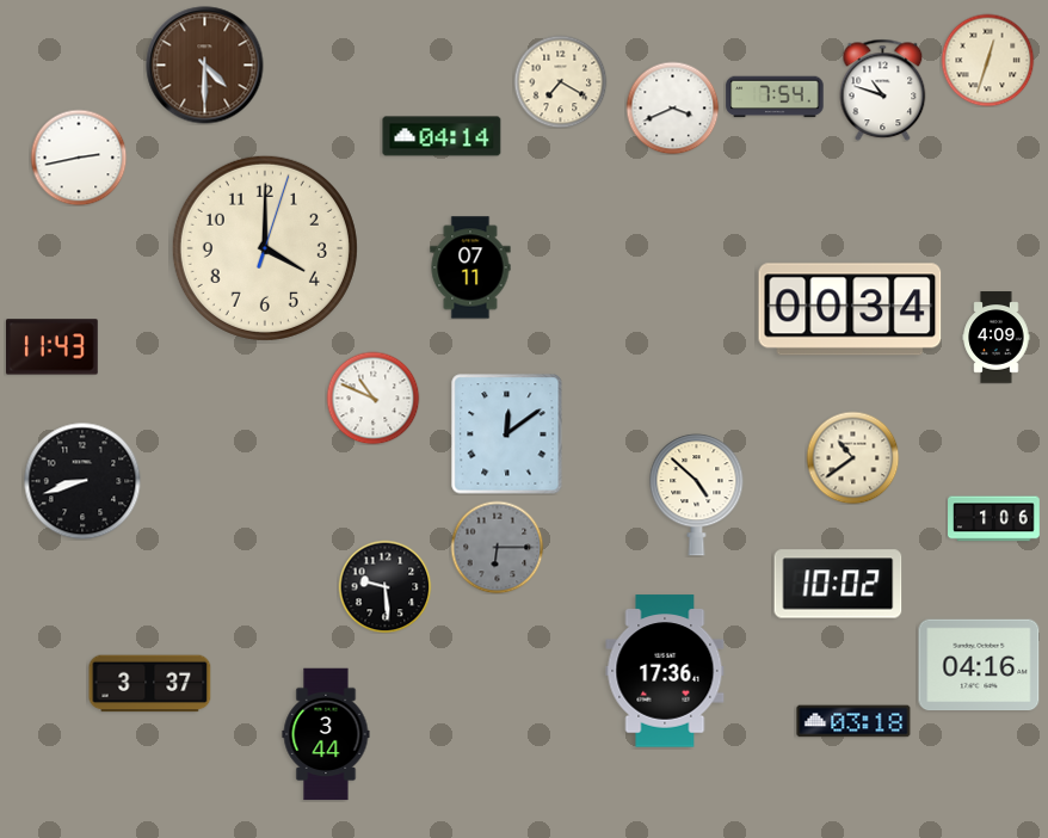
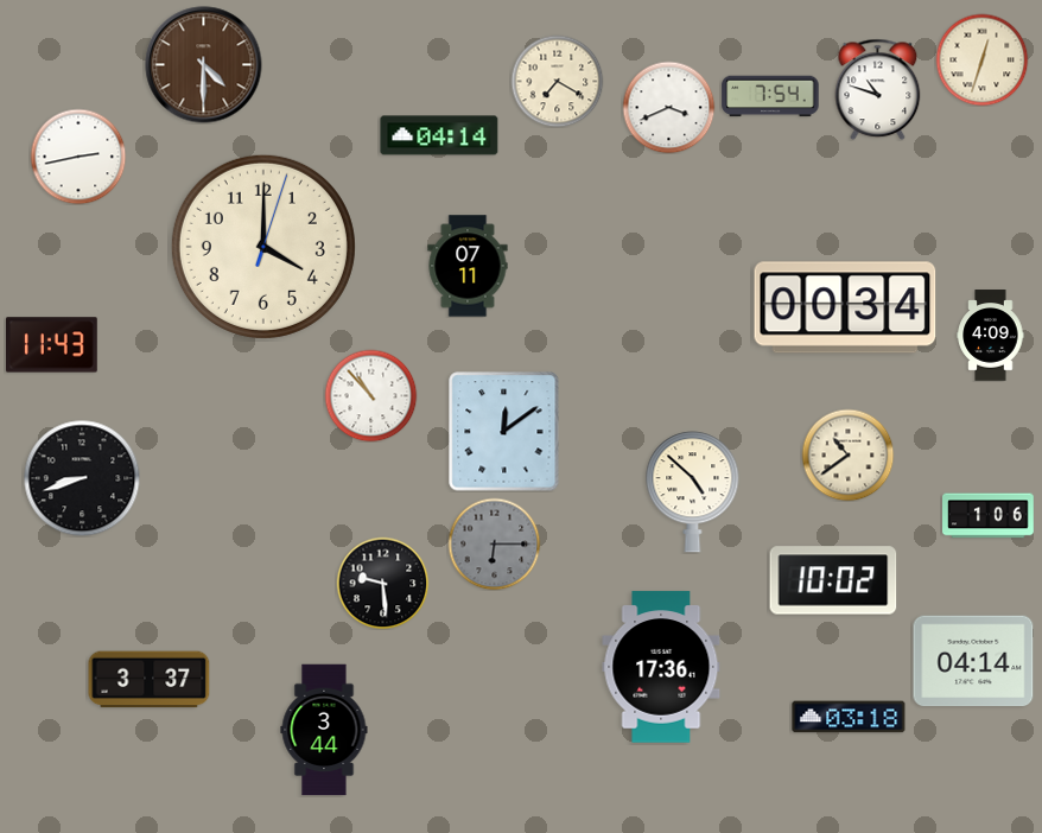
clock at (372, 398): 10:49 -> 10:53
clock at (979, 665): 04:16 -> 04:14
